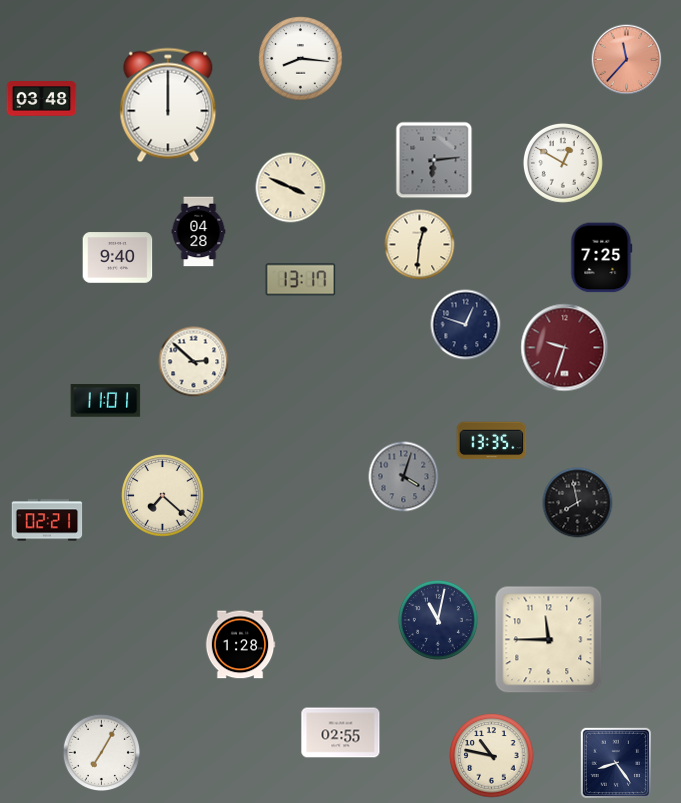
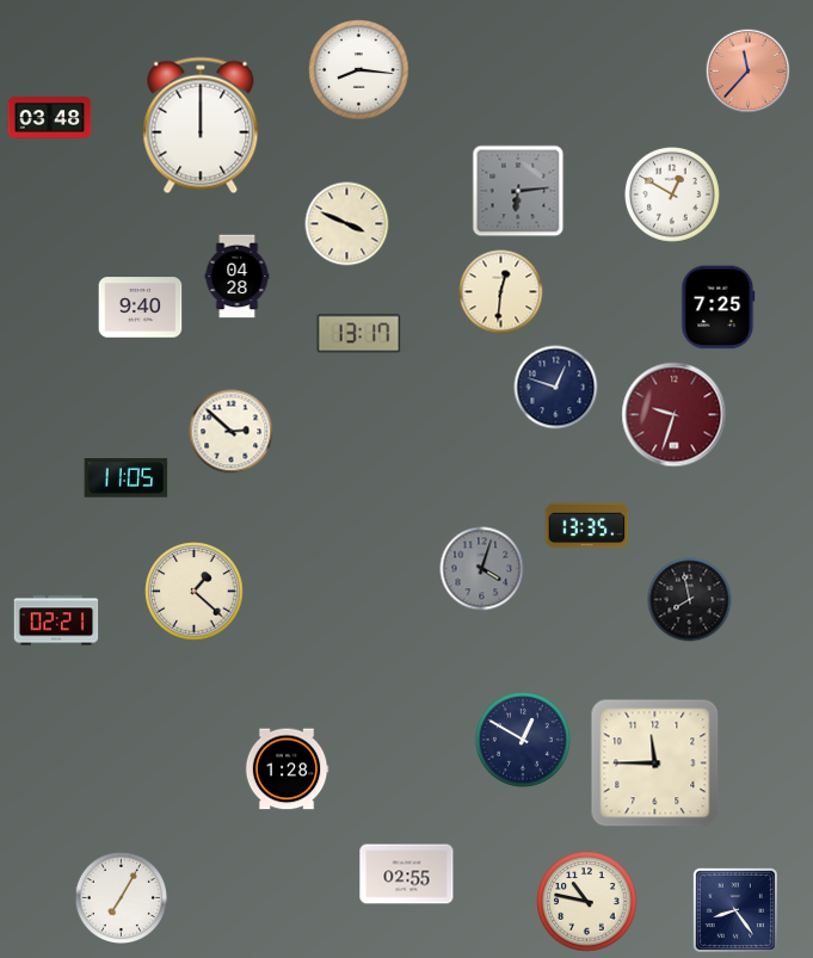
clock at (106, 401): 11:01 -> 11:05
clock at (163, 496): 7:22 -> 1:22
clock at (438, 620): 11:02 -> 12:50
